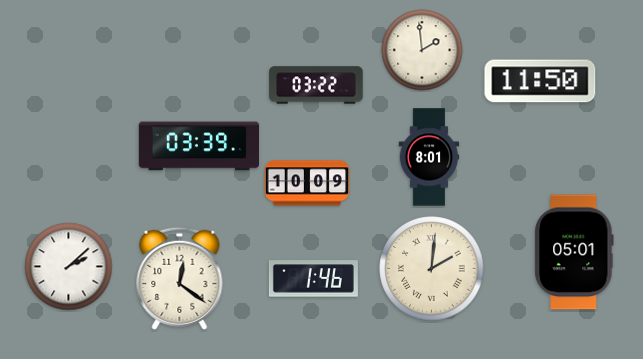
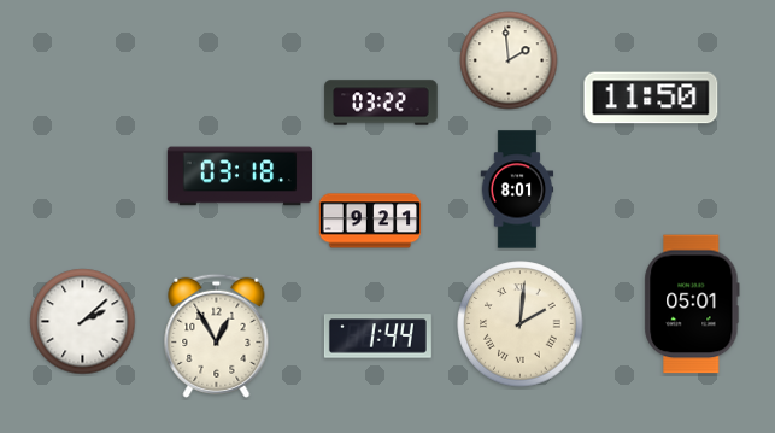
clock at (198, 146): 03:39 -> 03:18
clock at (307, 183): 10:09 -> 9:21
clock at (180, 278): 12:21 -> 12:55
clock at (313, 279): 1:46 -> 1:44
